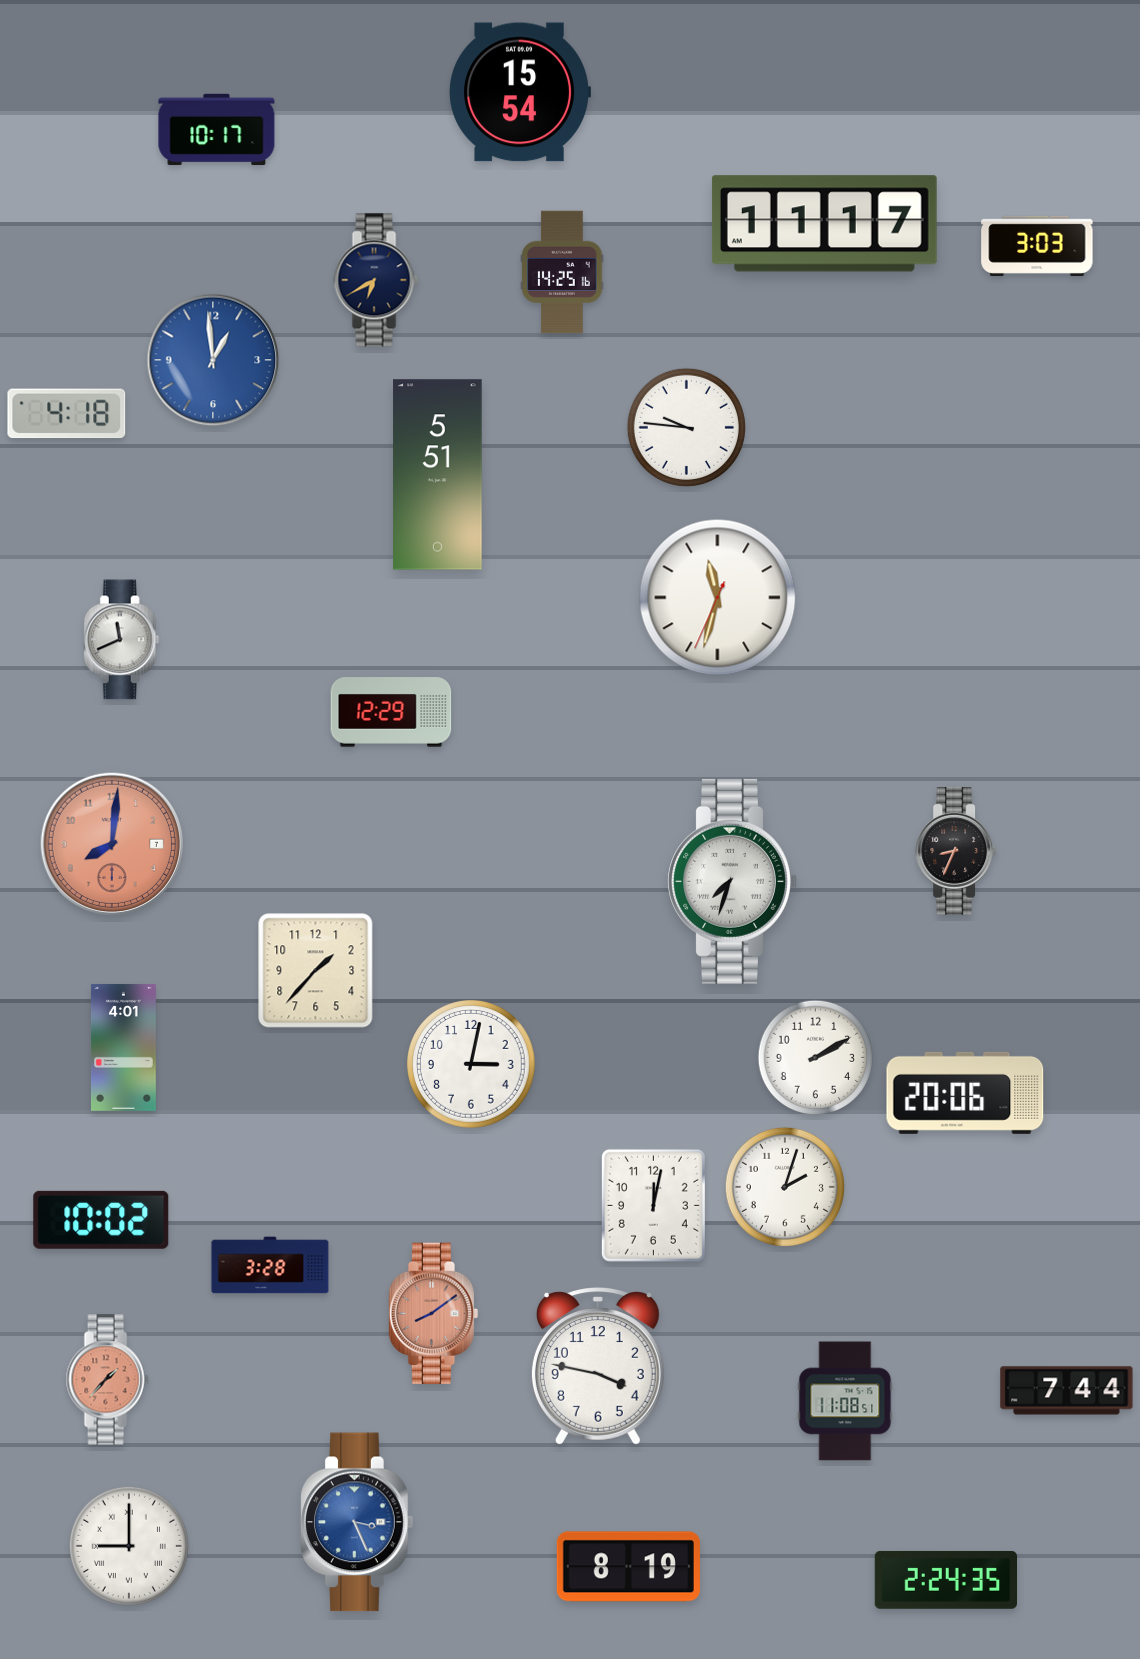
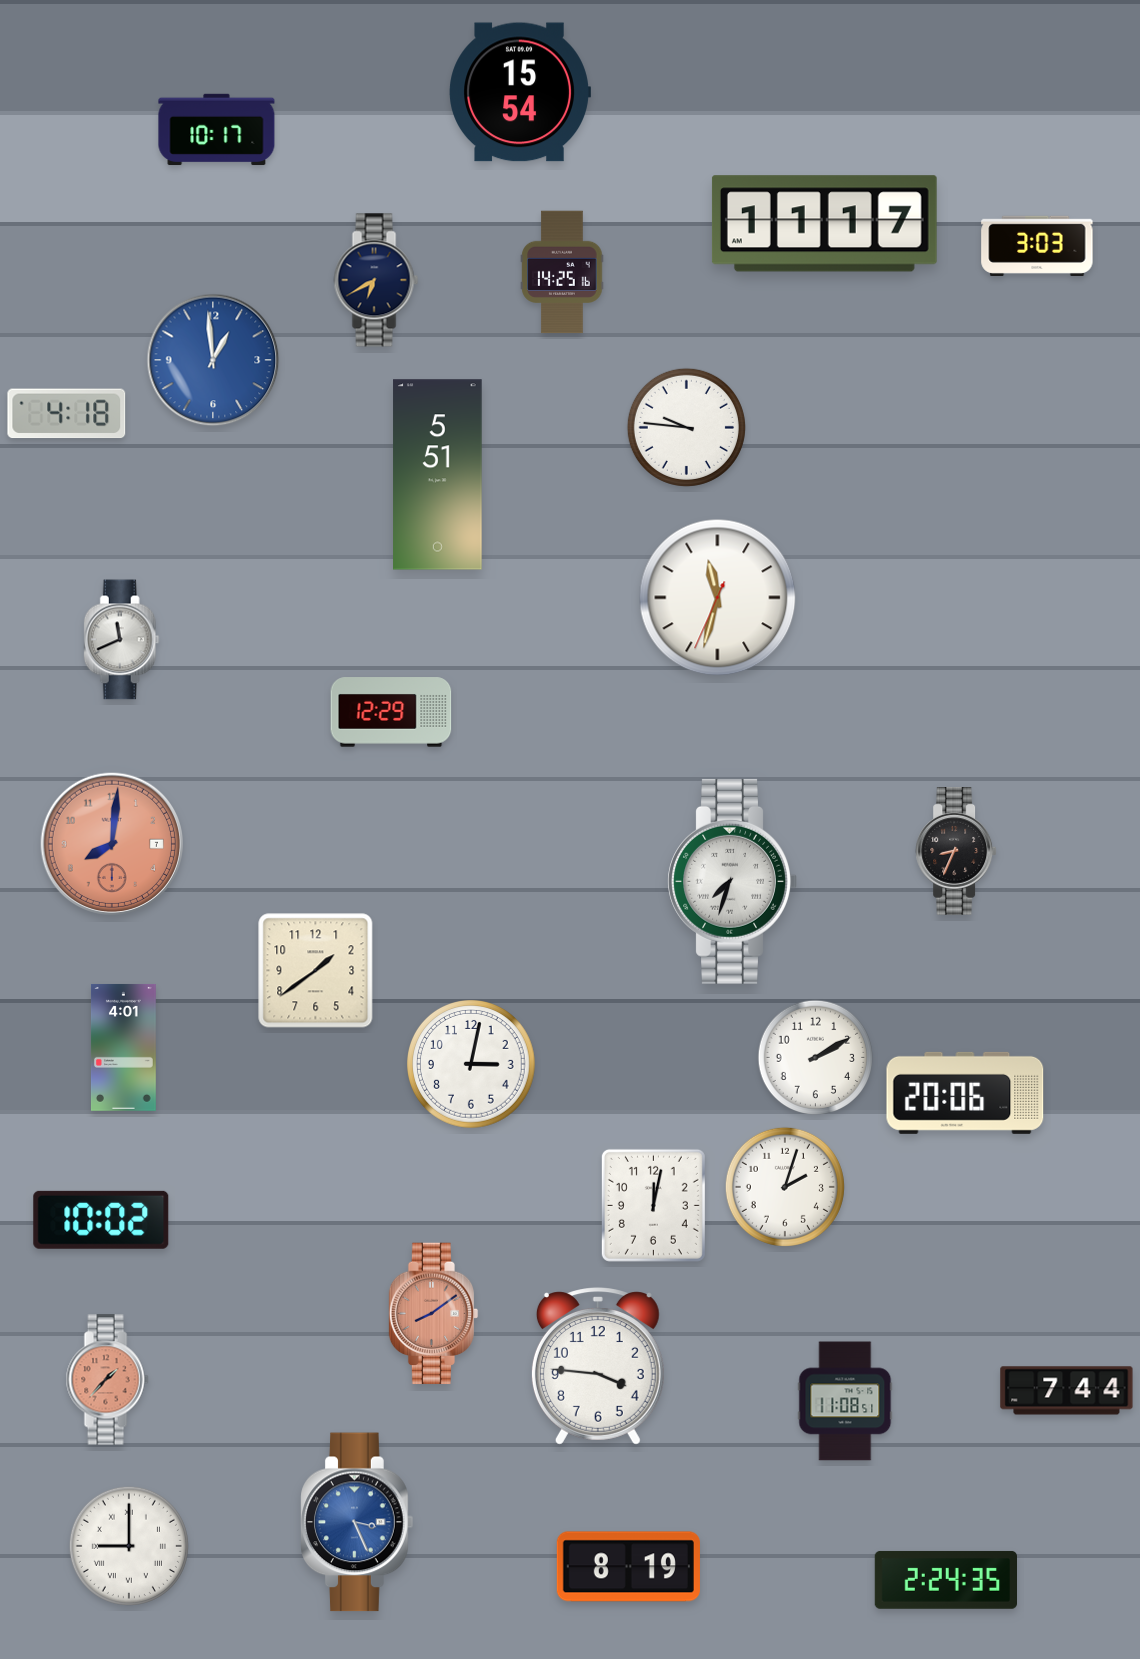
clock at (316, 971): 1:37 -> 1:39
clock at (270, 1265): 3:28 -> none
clock at (598, 1366): 3:47 -> 3:46
